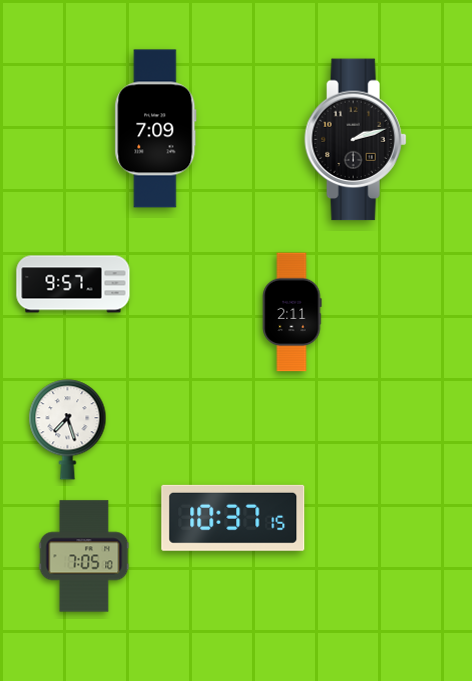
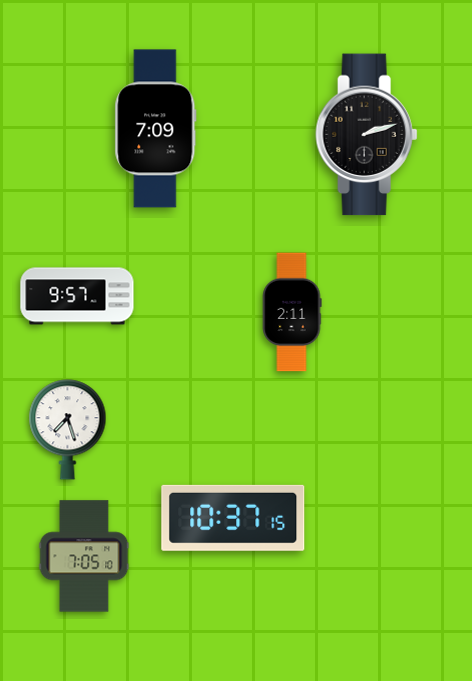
clock at (356, 140) position: (356, 140) -> (367, 135)
clock at (73, 284) position: (73, 284) -> (77, 296)
